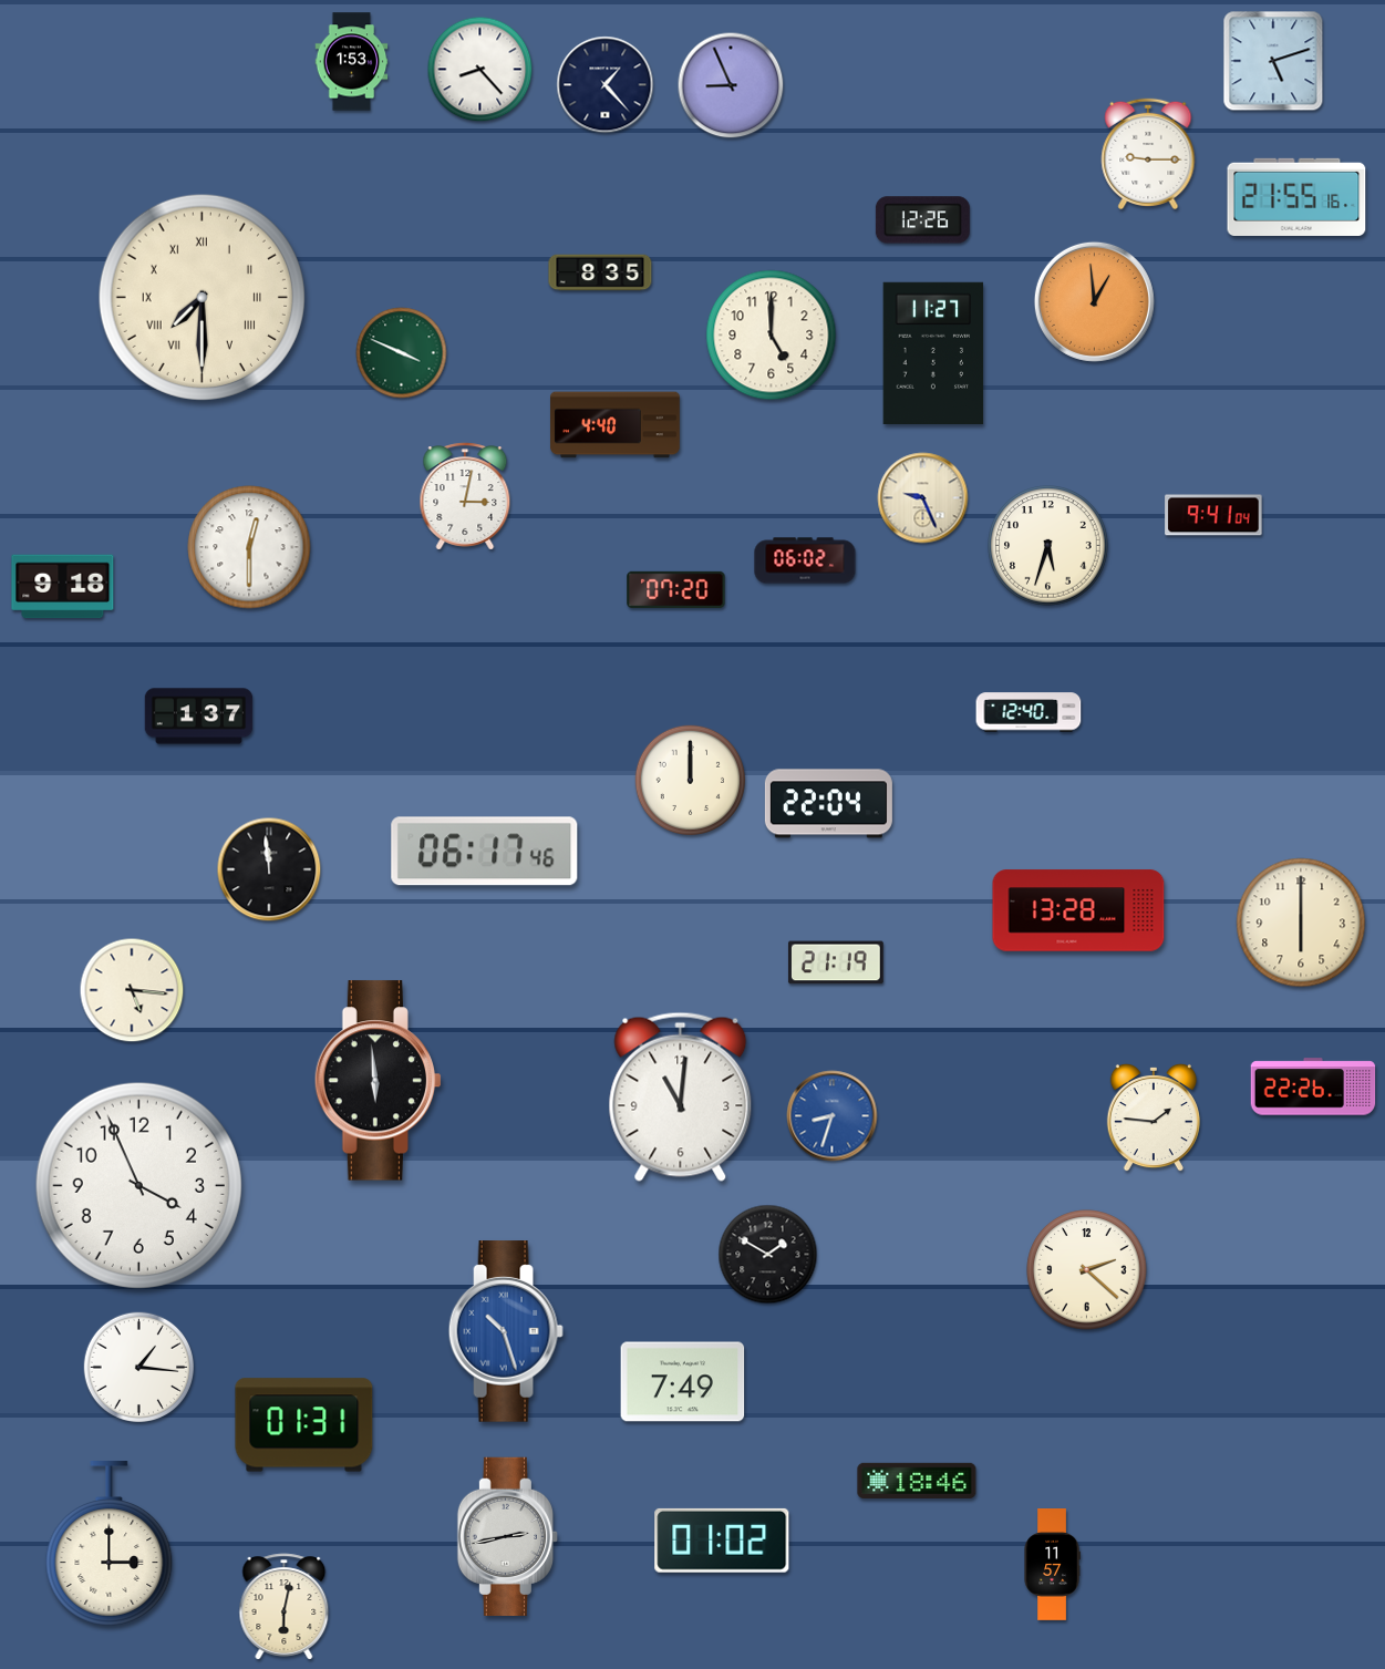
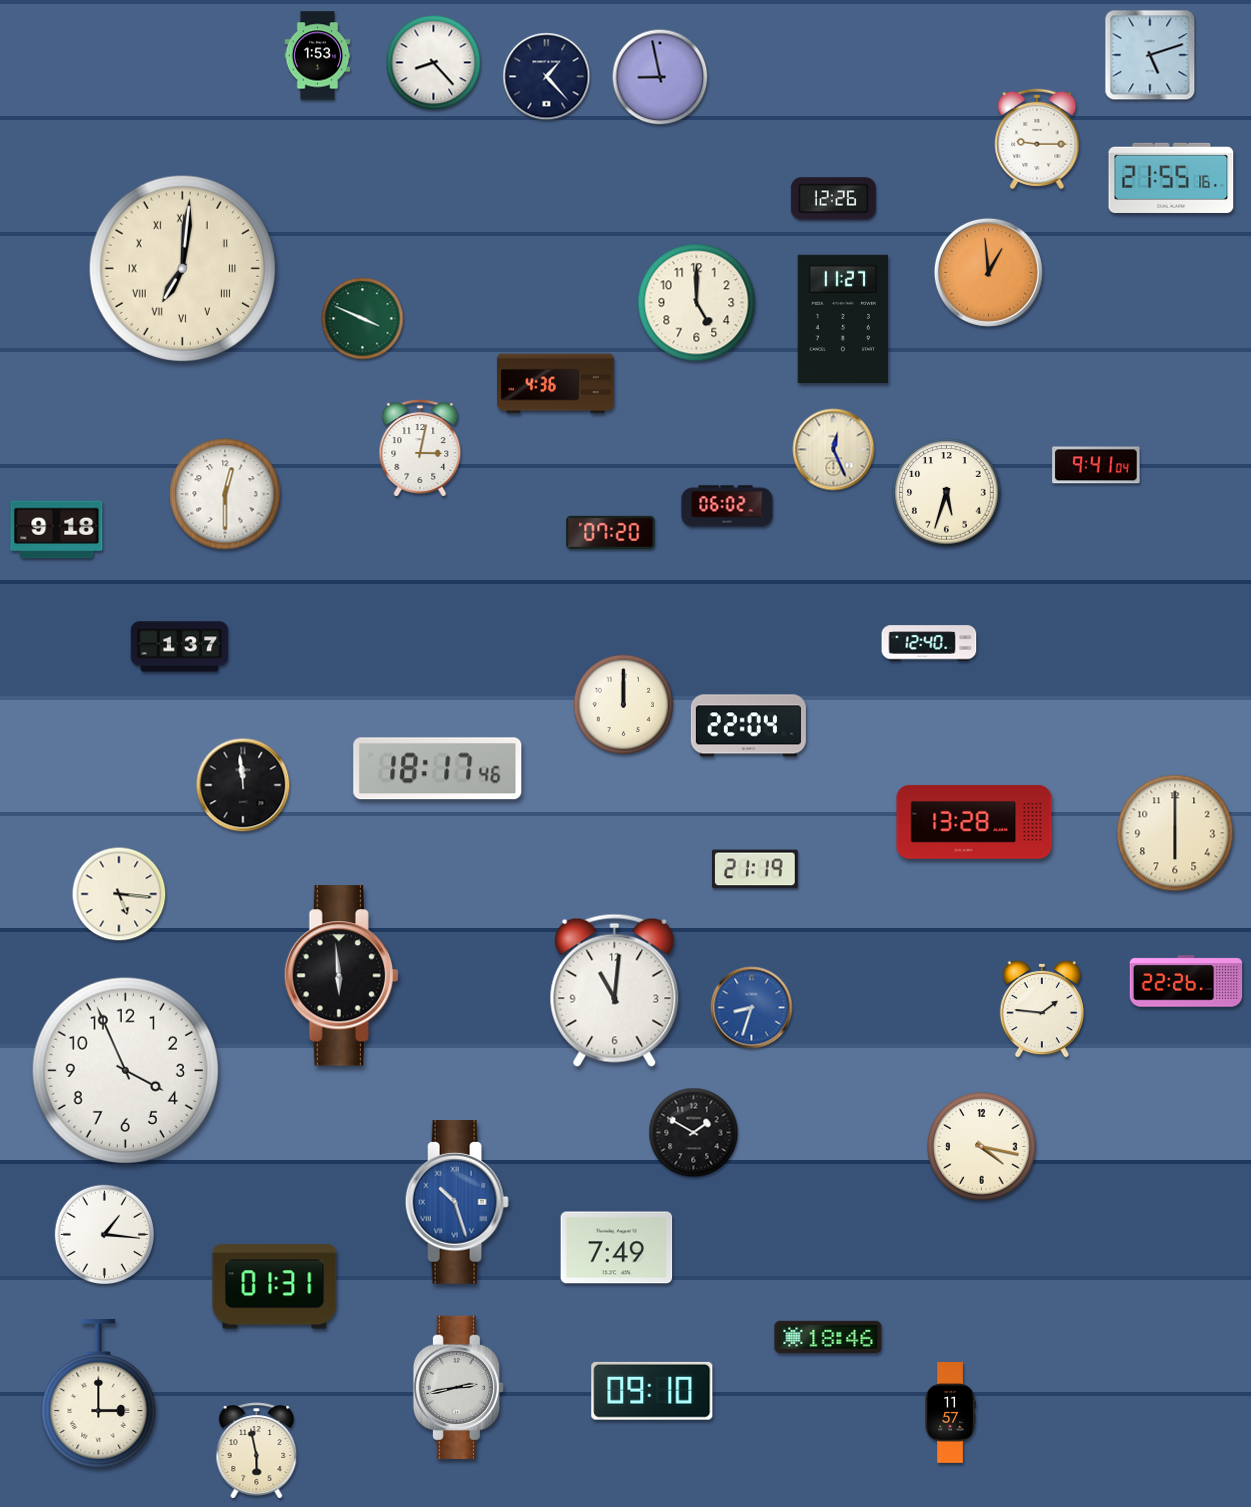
clock at (731, 85): 8:56 -> 8:58
clock at (600, 272): 8:35 -> none
clock at (201, 297): 7:30 -> 7:01
clock at (616, 425): 4:40 -> 4:36
clock at (923, 498): 9:26 -> 12:26
clock at (485, 852): 06:17 -> 18:17
clock at (1087, 1270): 2:22 -> 4:17
clock at (138, 1367) position: (138, 1367) -> (104, 1234)
clock at (722, 1541): 01:02 -> 09:10
clock at (285, 1607): 6:02 -> 5:58
